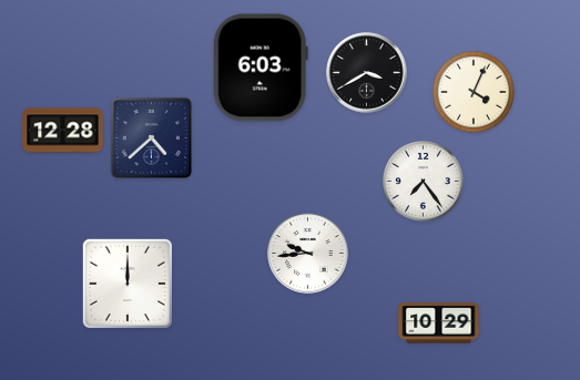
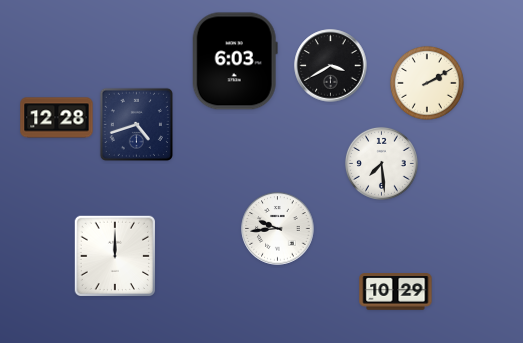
clock at (474, 92): 4:04 -> 2:10
clock at (151, 137): 4:38 -> 4:42
clock at (423, 181): 7:24 -> 7:29
